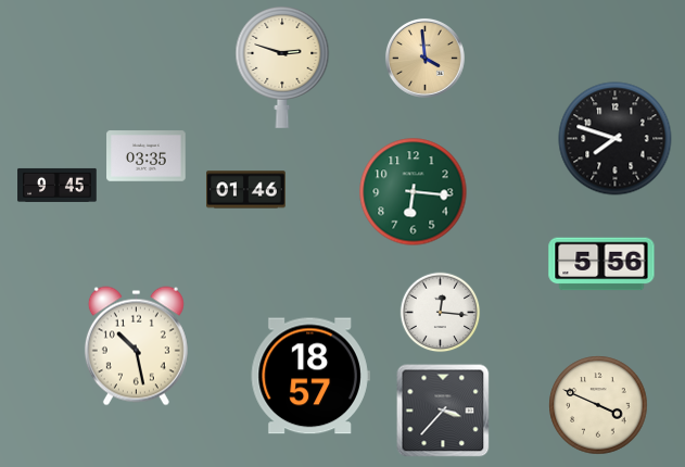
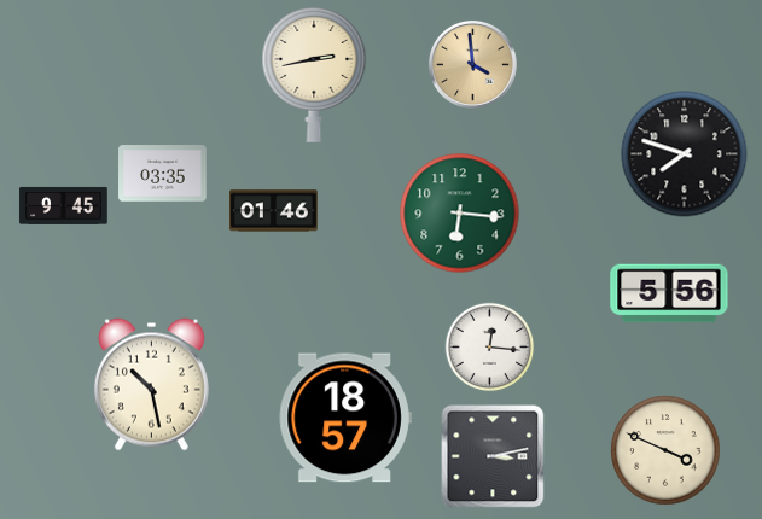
clock at (282, 67): 2:48 -> 2:43
clock at (443, 411): 3:37 -> 3:13
